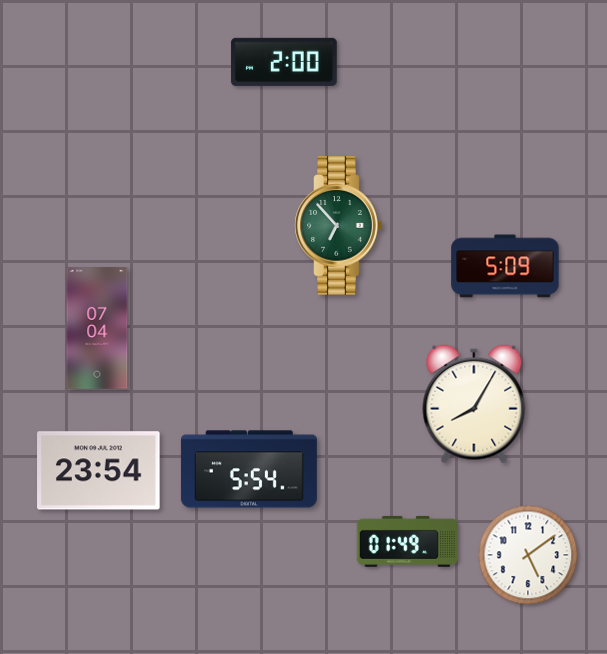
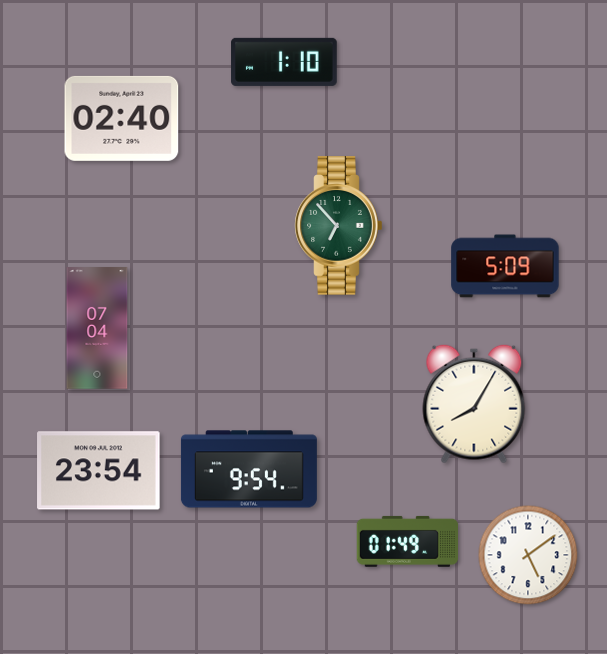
clock at (284, 62): 2:00 -> 1:10
clock at (122, 118): none -> 02:40
clock at (249, 469): 5:54 -> 9:54
